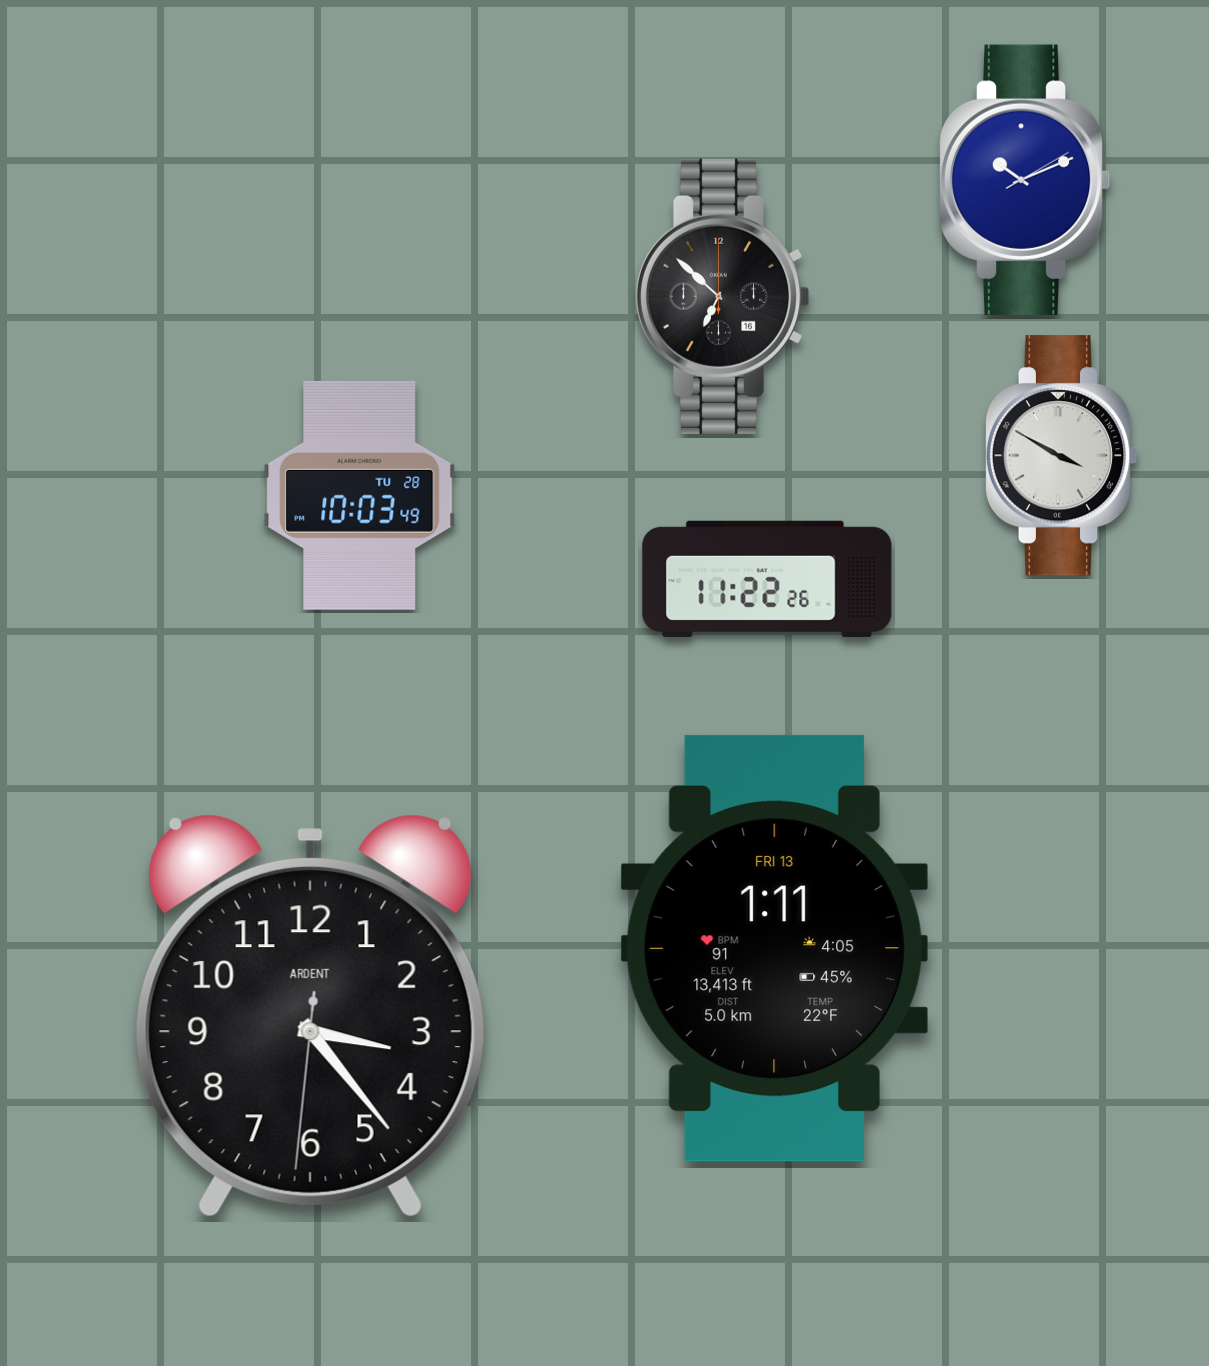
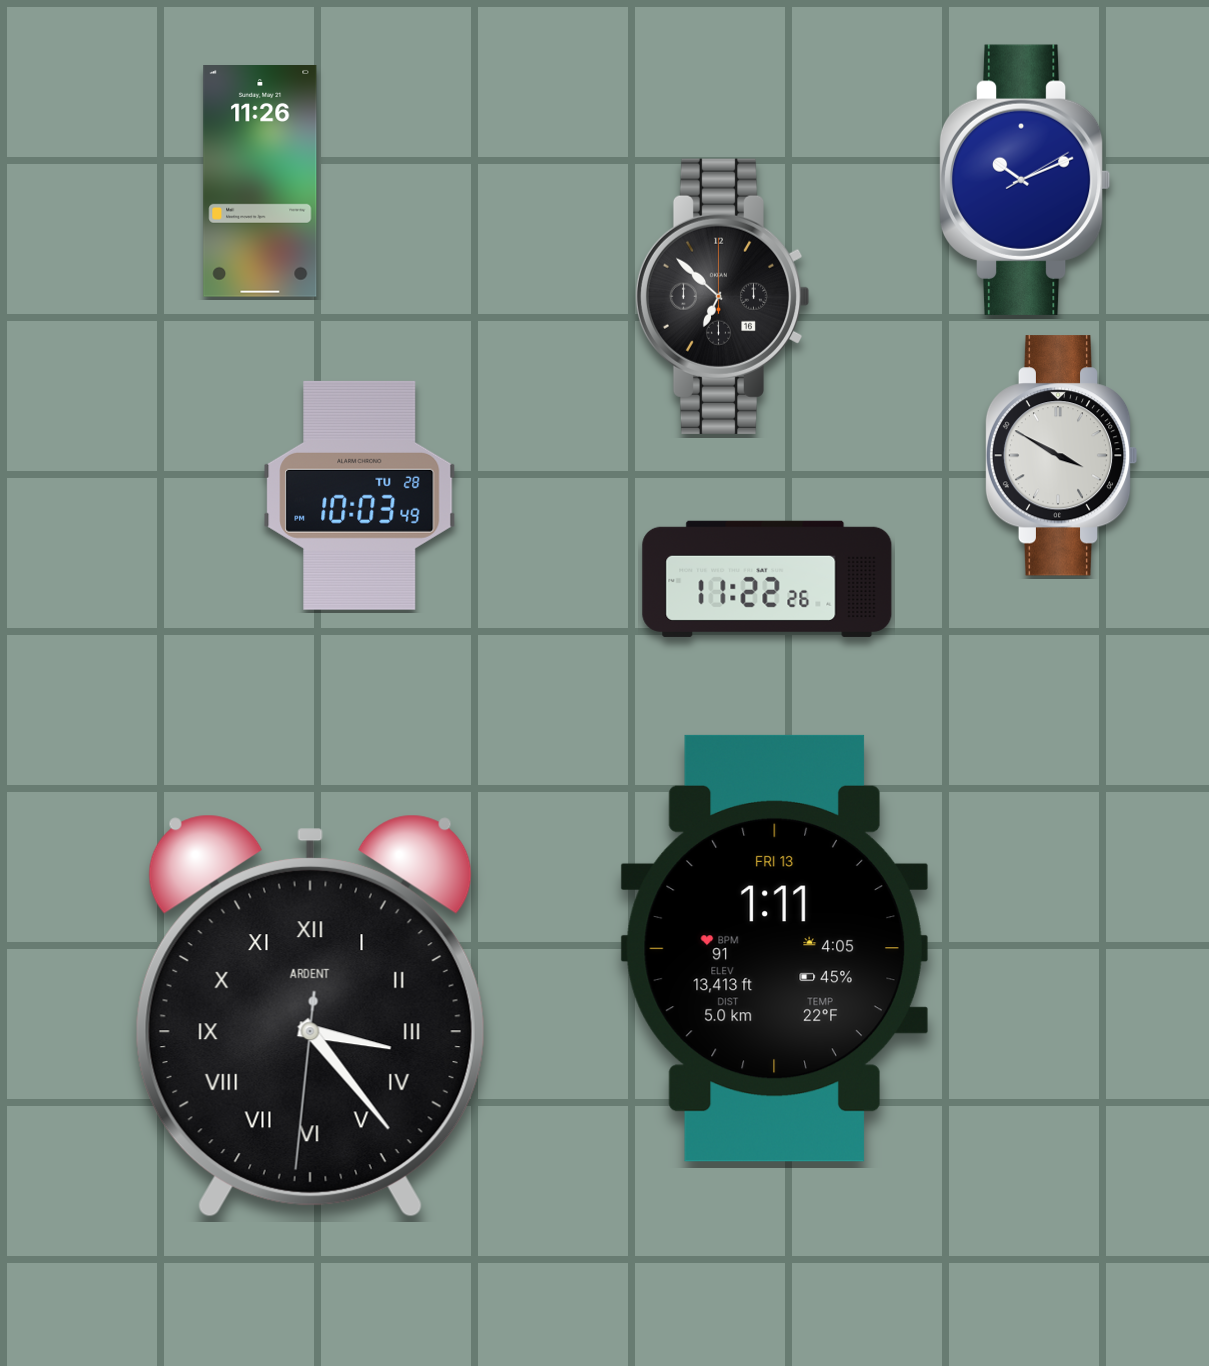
clock at (260, 182): none -> 11:26
clock at (310, 1016) numerals: Arabic -> Roman
